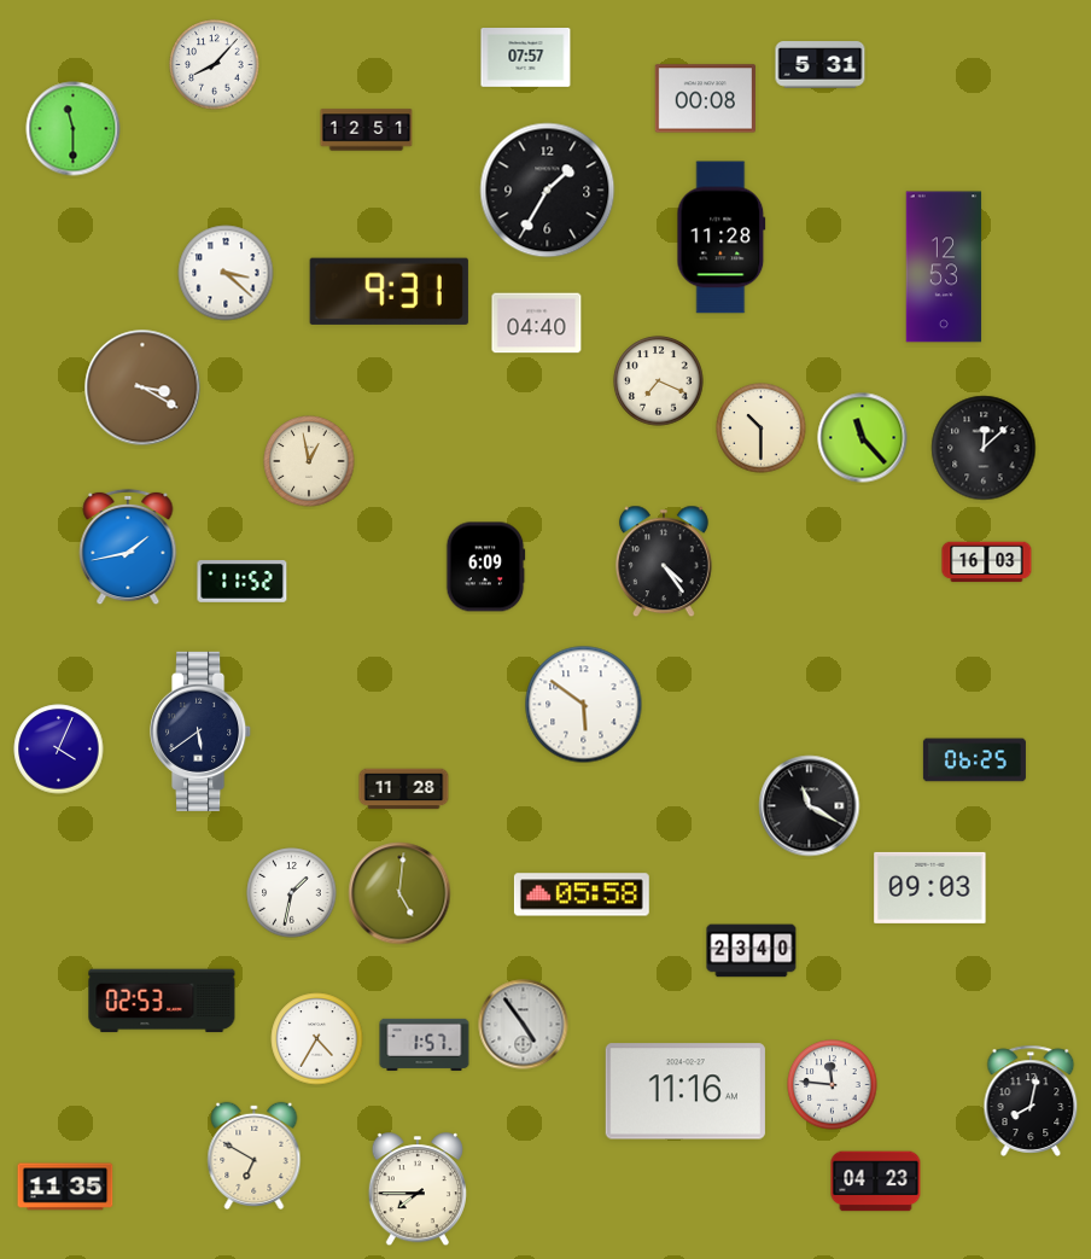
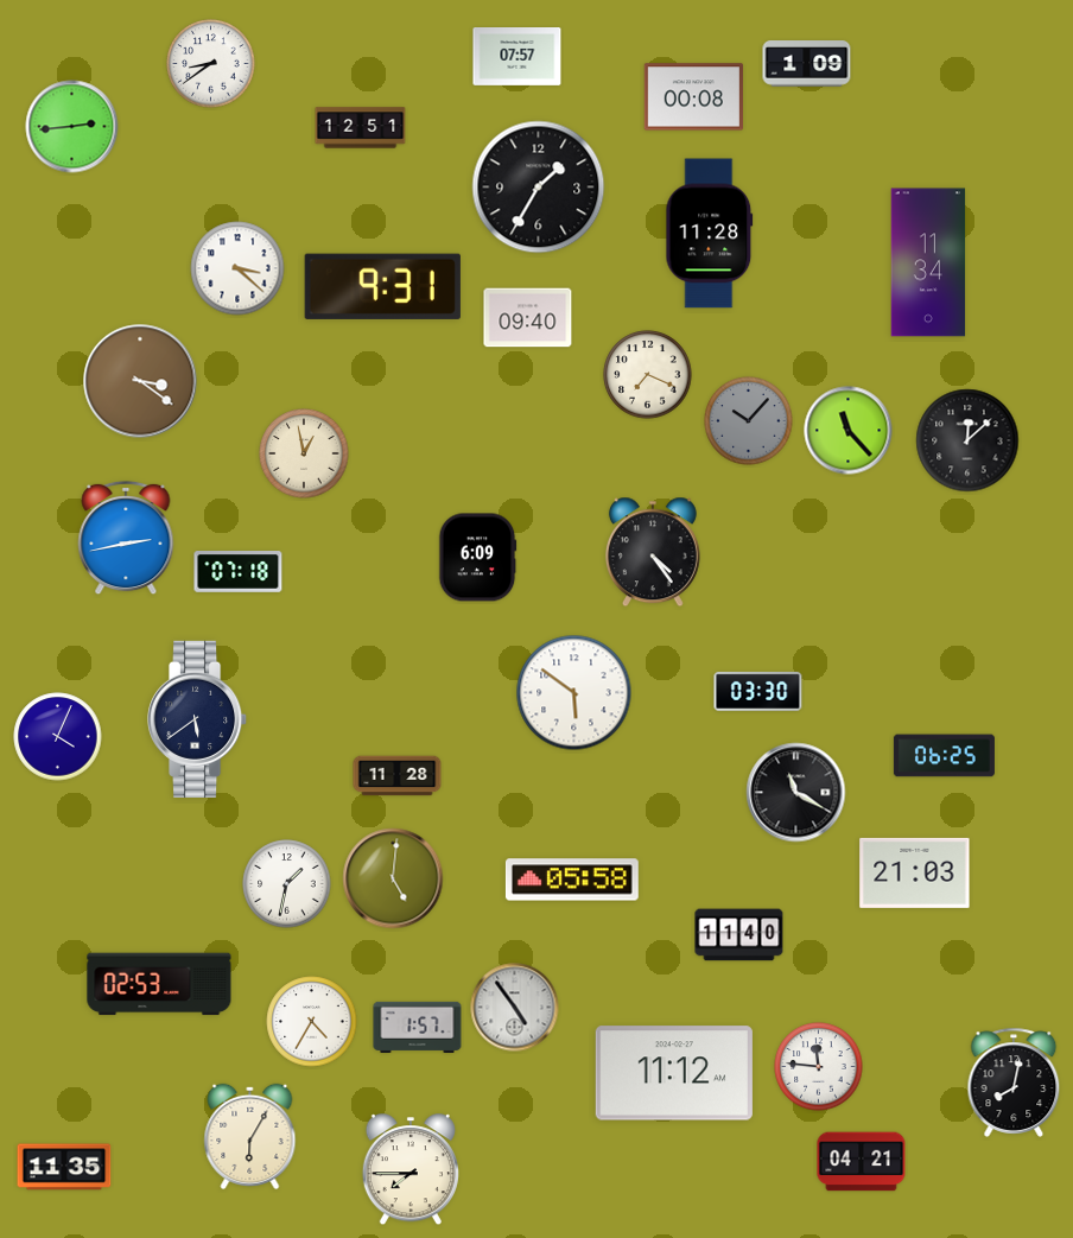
clock at (215, 65): 8:07 -> 8:39
clock at (821, 65): 5:31 -> 1:09
clock at (74, 129): 11:30 -> 2:44
clock at (944, 267): 12:53 -> 11:34
clock at (226, 273) position: (226, 273) -> (237, 268)
clock at (537, 324): 04:40 -> 09:40
clock at (142, 387): 3:20 -> 3:21
clock at (762, 429): 10:30 -> 10:07
clock at (762, 429) dial: cream -> grey
clock at (128, 547): 1:43 -> 2:43
clock at (987, 563): 16:03 -> none
clock at (243, 582): 11:52 -> 07:18
clock at (758, 691): none -> 03:30
clock at (974, 760) position: (974, 760) -> (944, 756)
clock at (930, 887): 09:03 -> 21:03
clock at (292, 893) position: (292, 893) -> (287, 884)
clock at (752, 951): 23:40 -> 11:40
clock at (685, 1091): 11:16 -> 11:12
clock at (255, 1155): 6:50 -> 6:05
clock at (876, 1182): 04:23 -> 04:21
